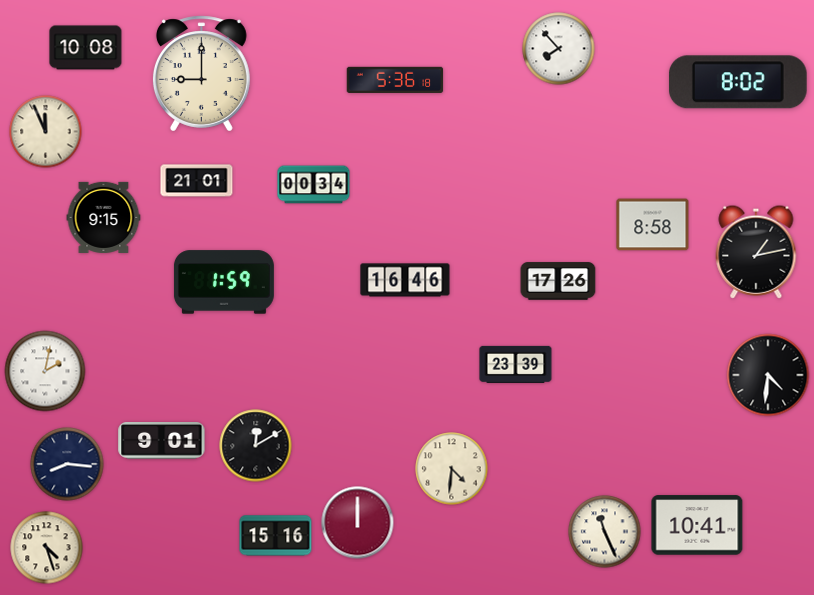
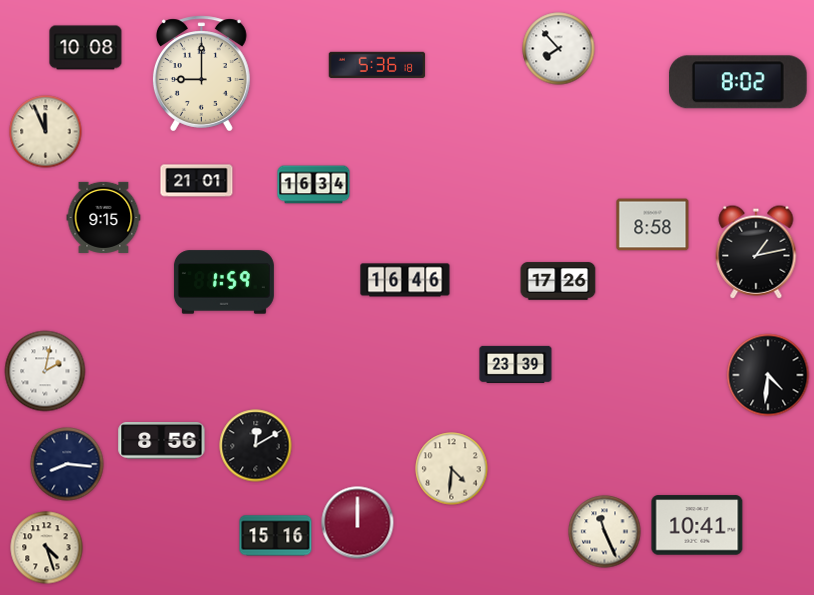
clock at (395, 79) position: (395, 79) -> (377, 64)
clock at (314, 185): 00:34 -> 16:34
clock at (162, 441): 9:01 -> 8:56
